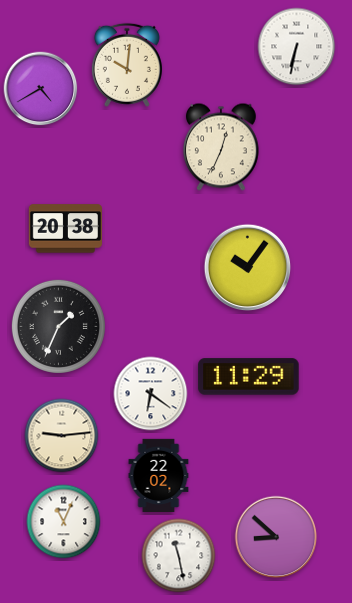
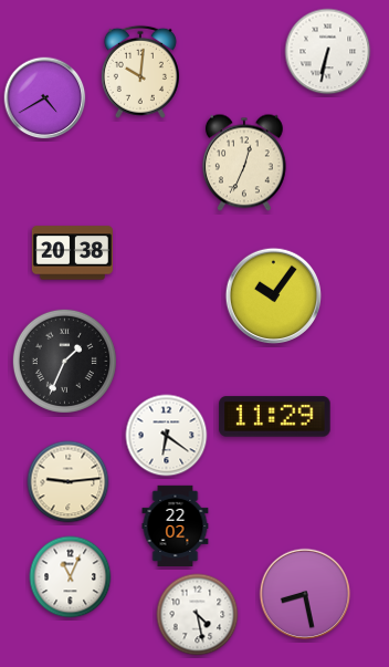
clock at (276, 537): 8:52 -> 8:28
clock at (179, 556): 11:28 -> 4:28
